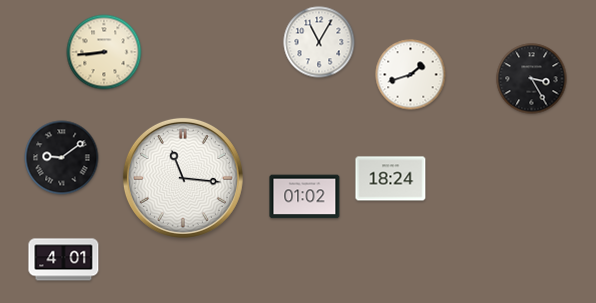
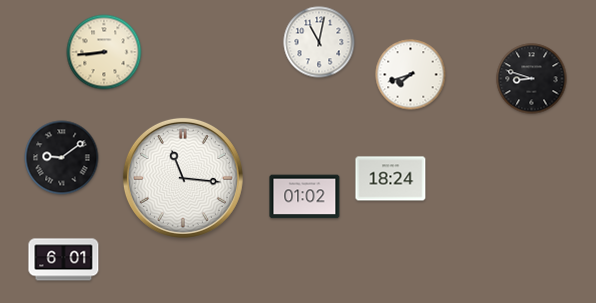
clock at (319, 42): 11:05 -> 11:02
clock at (411, 75): 1:42 -> 7:42
clock at (532, 79): 3:25 -> 8:48
clock at (64, 260): 4:01 -> 6:01
